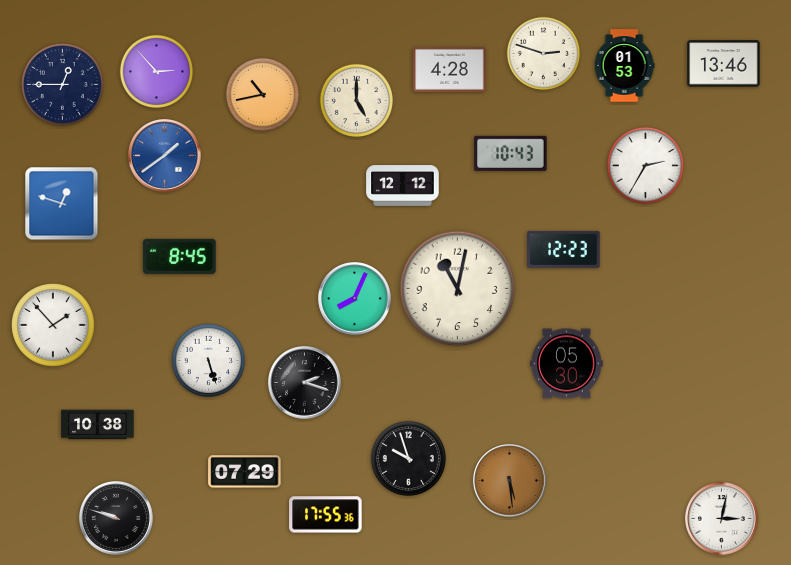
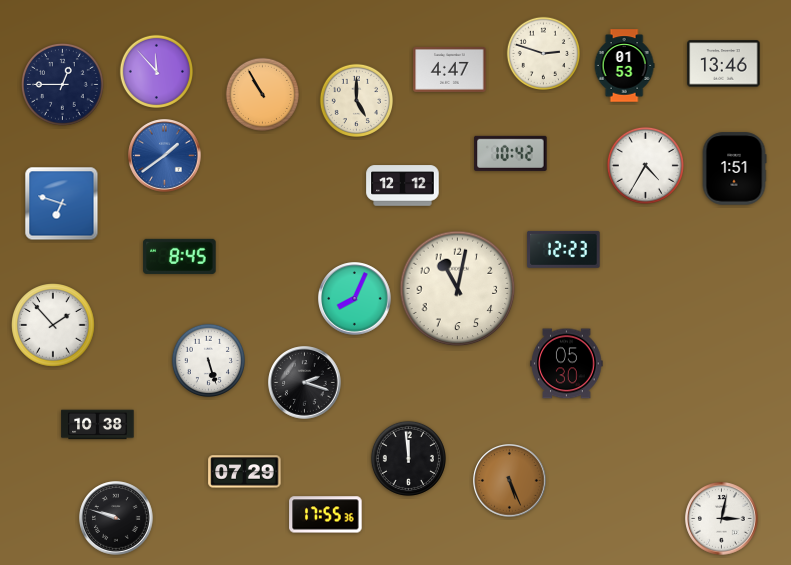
clock at (450, 69): 4:28 -> 4:47
clock at (156, 71): 2:53 -> 11:53
clock at (262, 94): 10:43 -> 10:55
clock at (511, 153): 10:43 -> 10:42
clock at (645, 165): 2:35 -> 4:35
clock at (734, 169): none -> 1:51
clock at (62, 204): 12:48 -> 6:48
clock at (408, 458): 9:57 -> 11:59
clock at (510, 481): 5:29 -> 5:26
